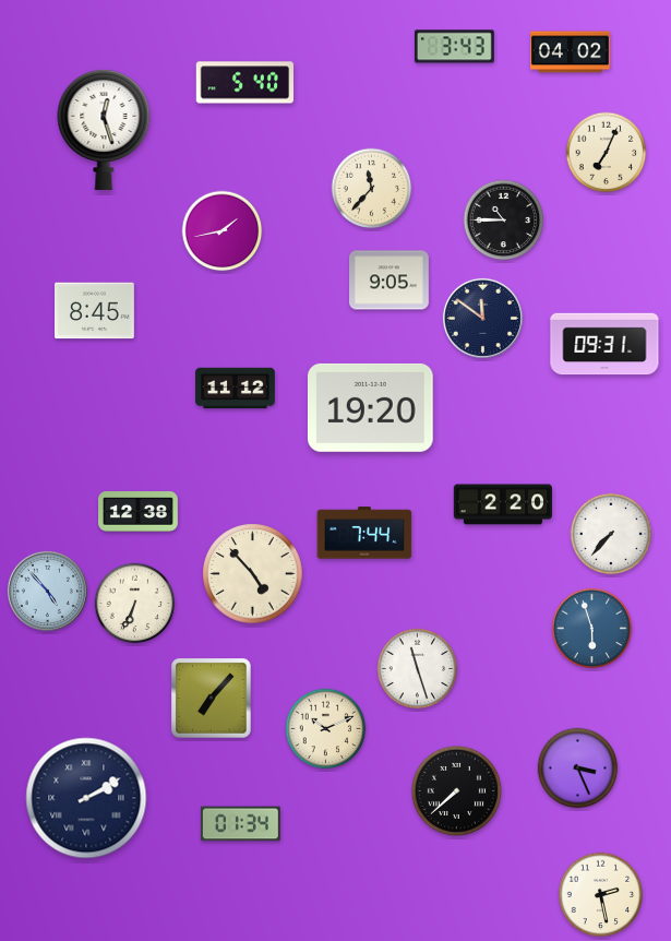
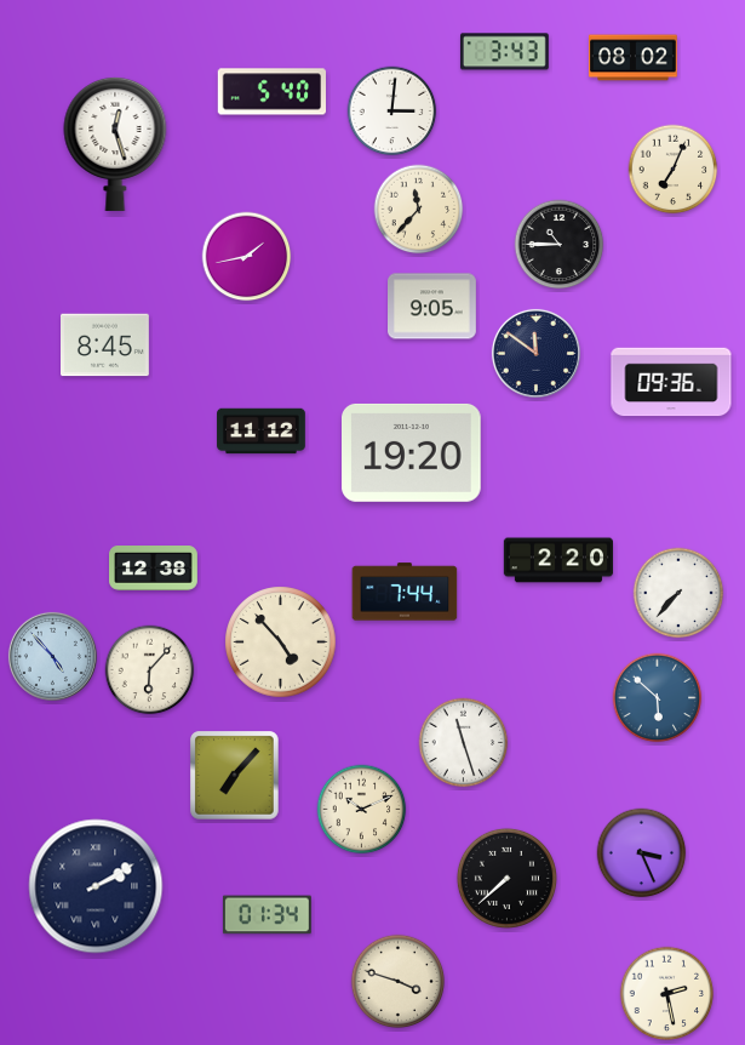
clock at (571, 52): 04:02 -> 08:02
clock at (392, 112): none -> 3:01
clock at (372, 189) position: (372, 189) -> (419, 210)
clock at (390, 281) position: (390, 281) -> (432, 307)
clock at (604, 344): 09:31 -> 09:36
clock at (253, 574) position: (253, 574) -> (281, 643)
clock at (135, 604): 6:34 -> 6:07
clock at (592, 629): 5:57 -> 5:52
clock at (399, 982): none -> 3:48
